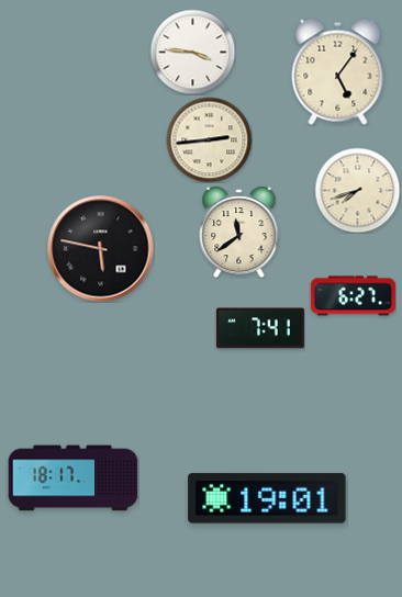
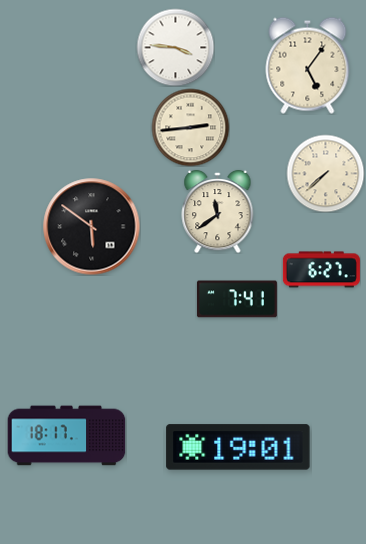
clock at (357, 190): 7:42 -> 7:38
clock at (101, 249): 5:47 -> 5:51
clock at (267, 498) position: (267, 498) -> (238, 447)
